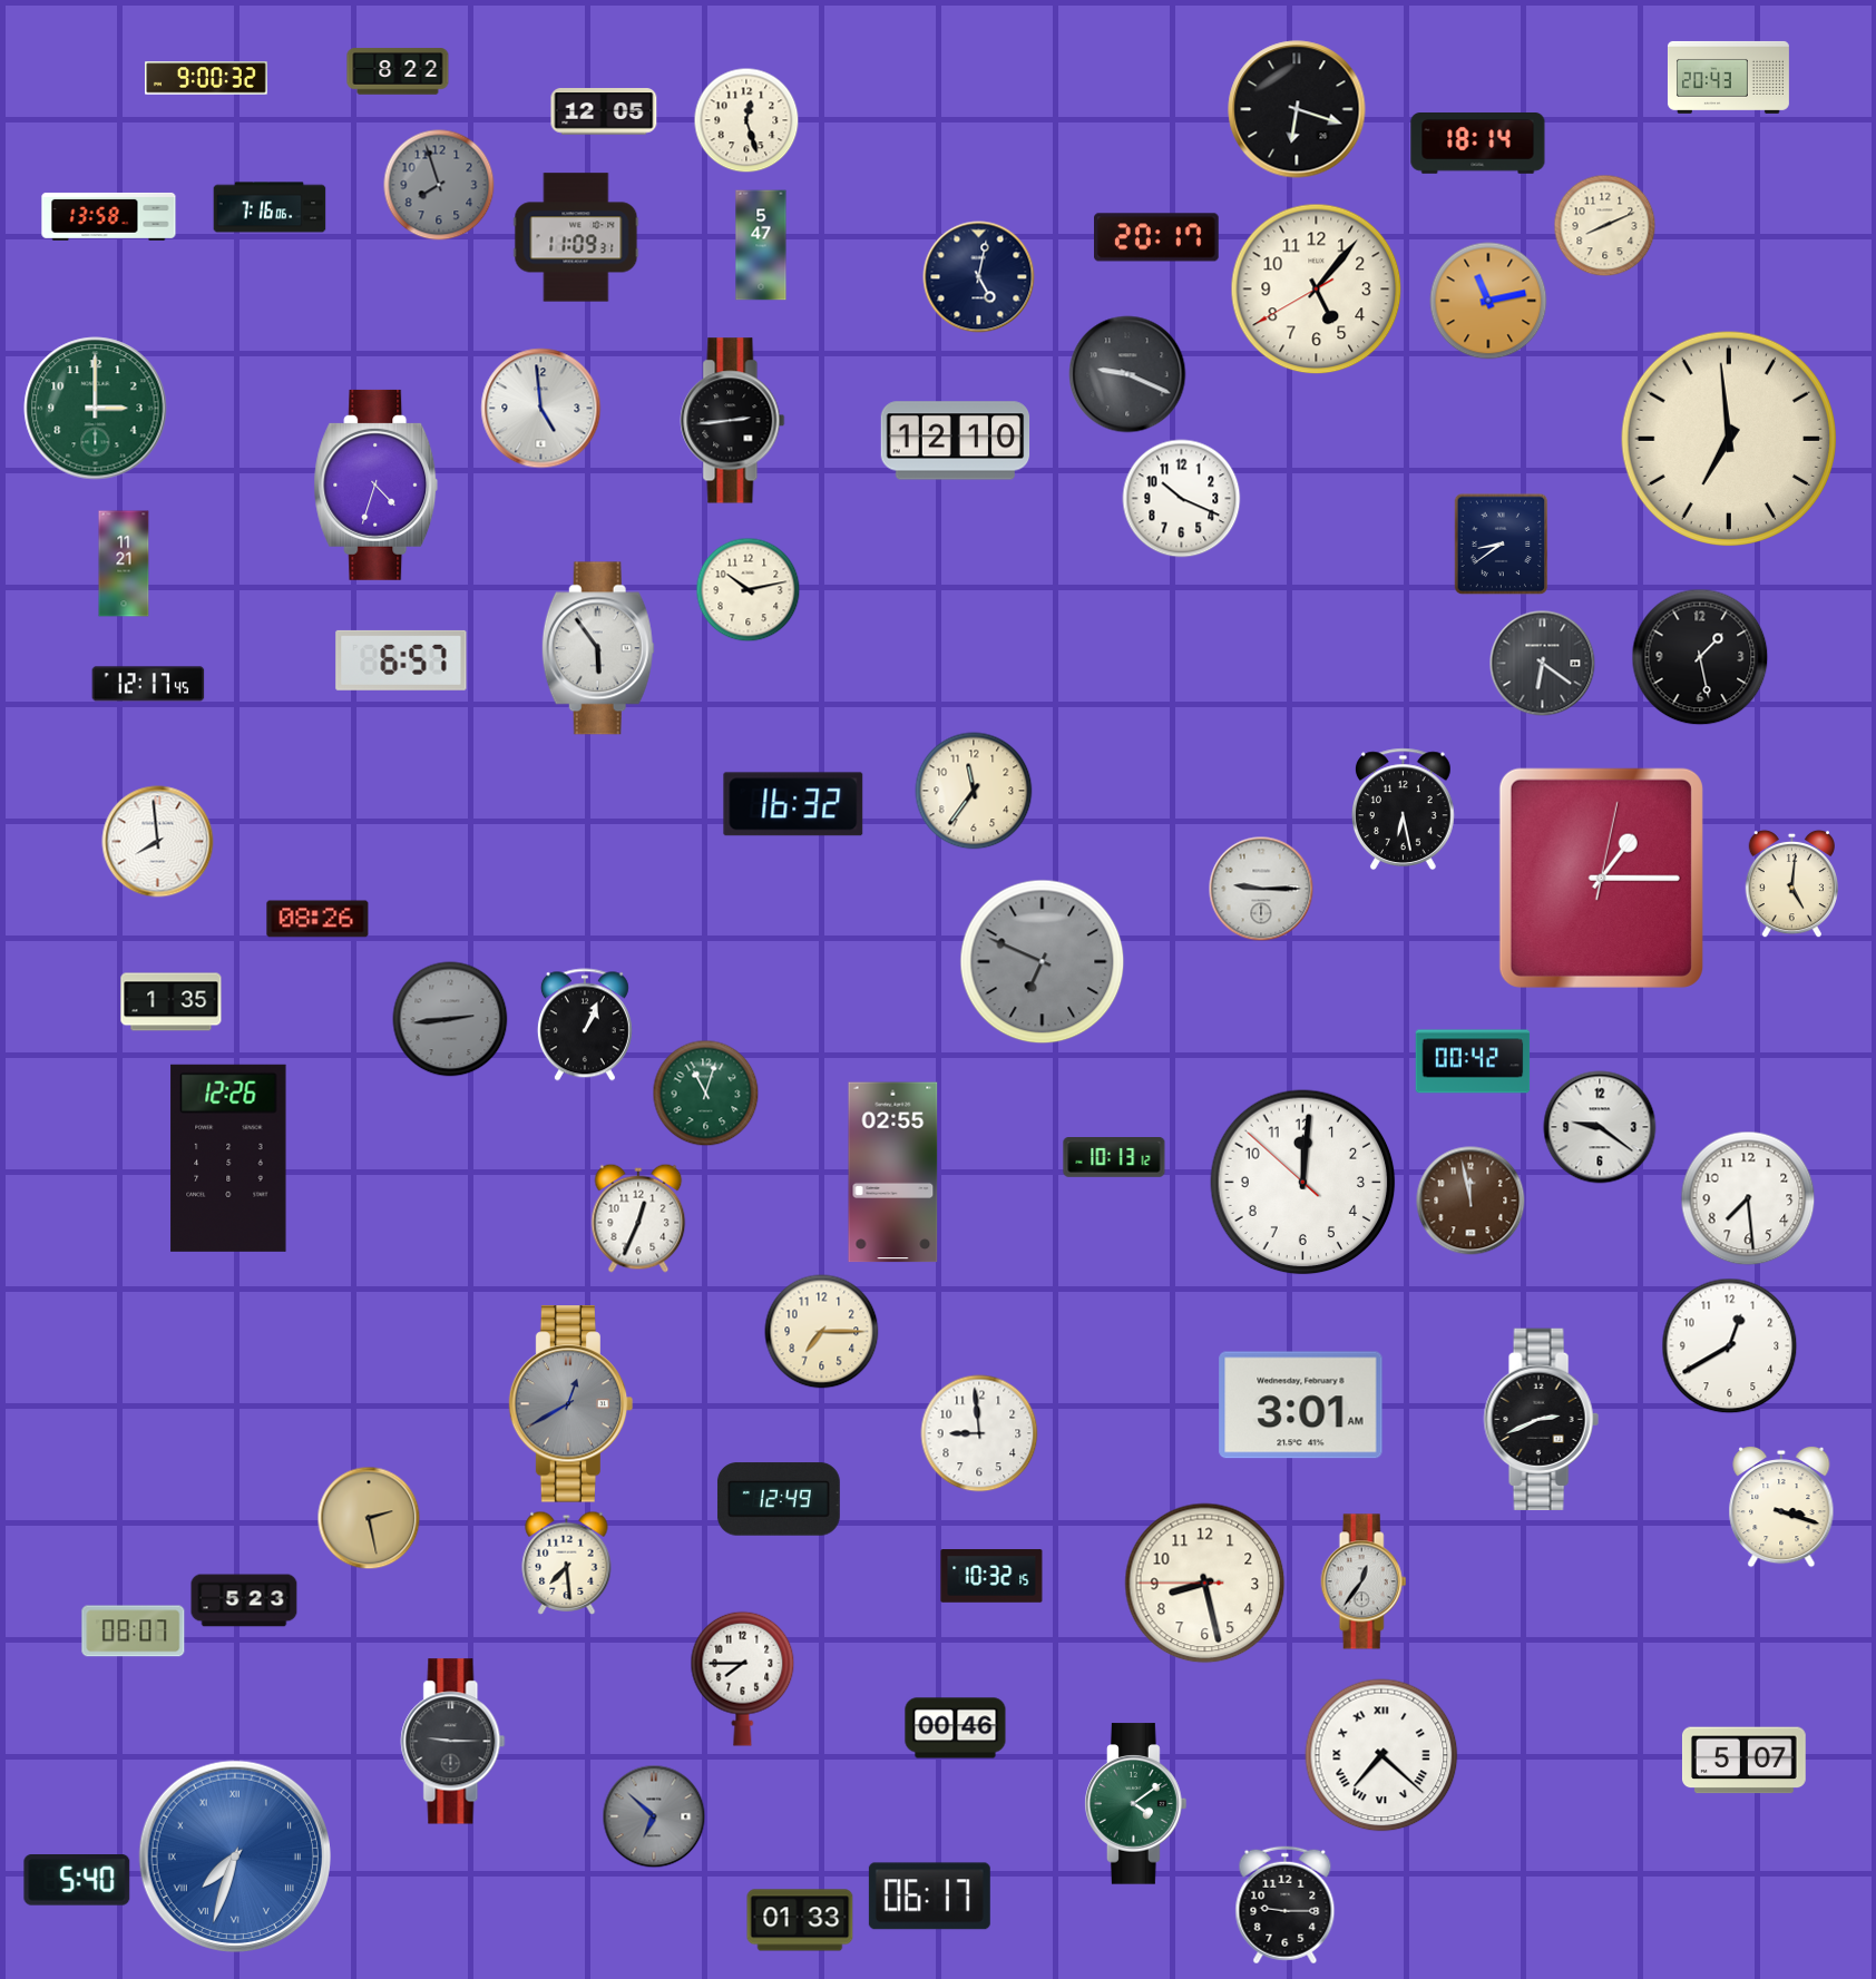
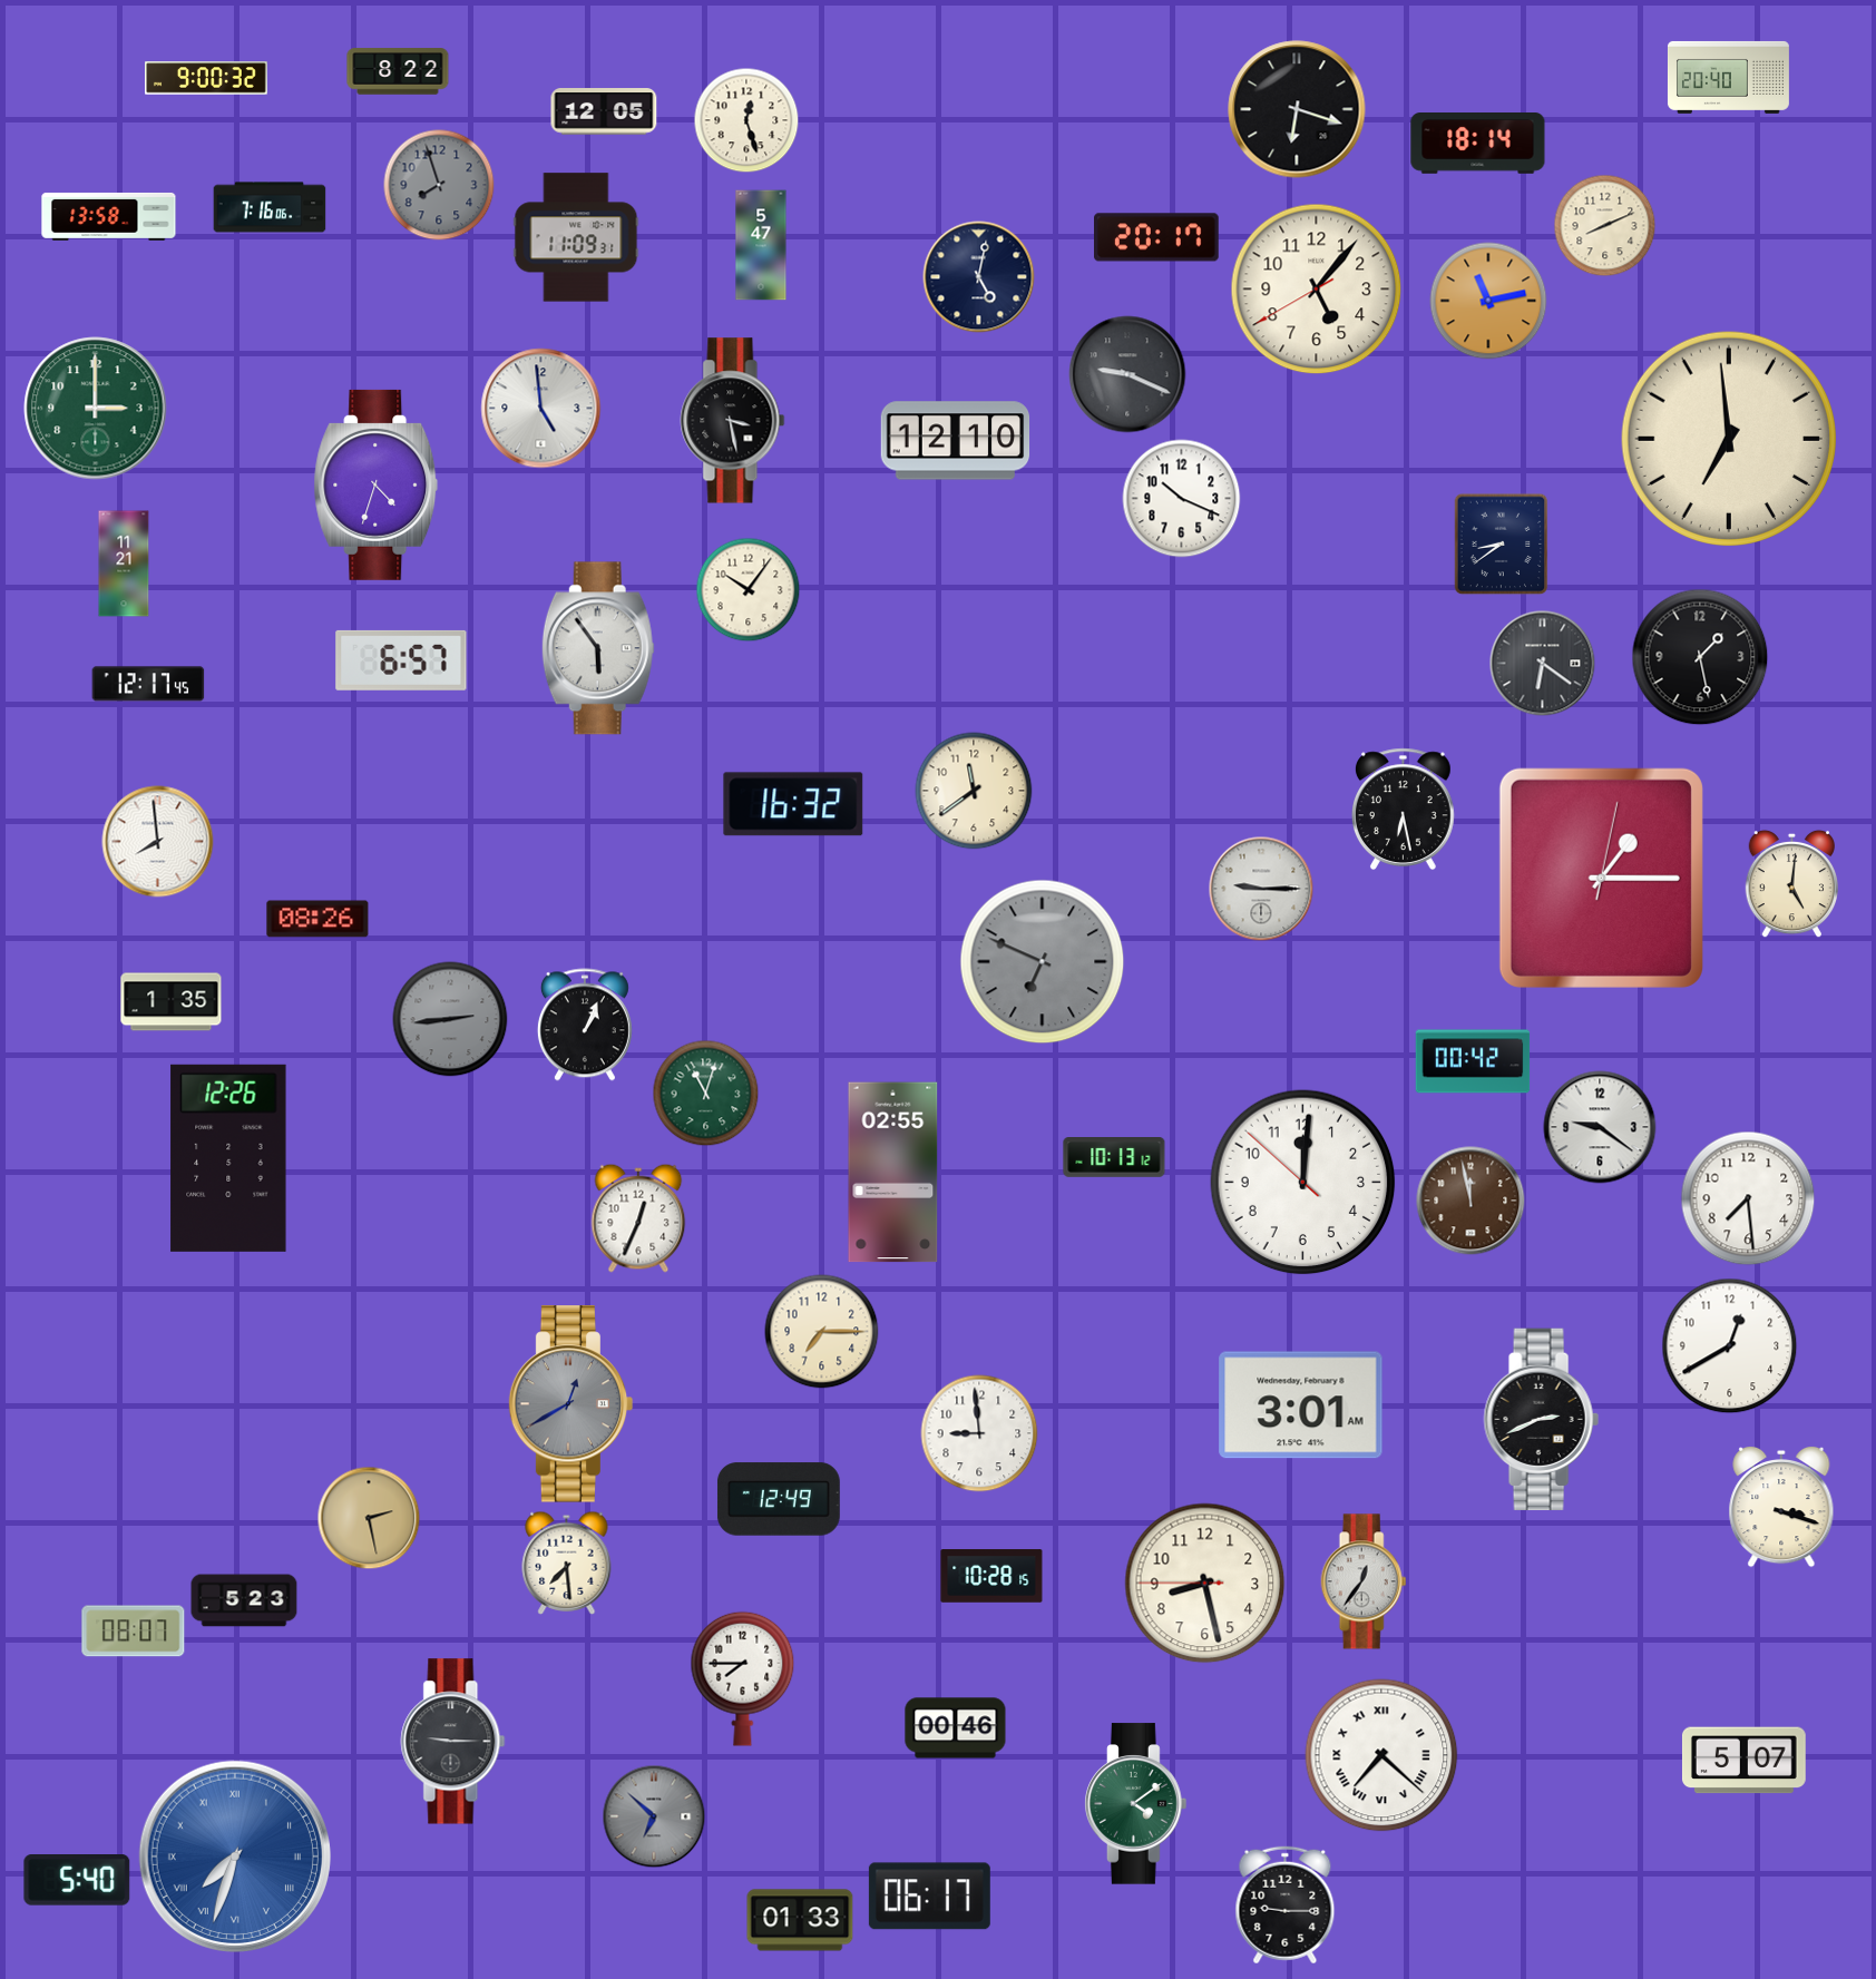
clock at (1728, 77): 20:43 -> 20:40
clock at (733, 421): 2:44 -> 3:28
clock at (749, 590): 10:13 -> 10:06
clock at (974, 791): 11:36 -> 11:39
clock at (991, 1576): 10:32 -> 10:28
